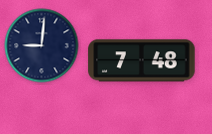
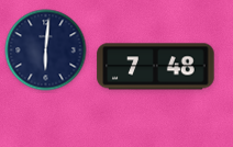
clock at (42, 46): 9:01 -> 6:01
